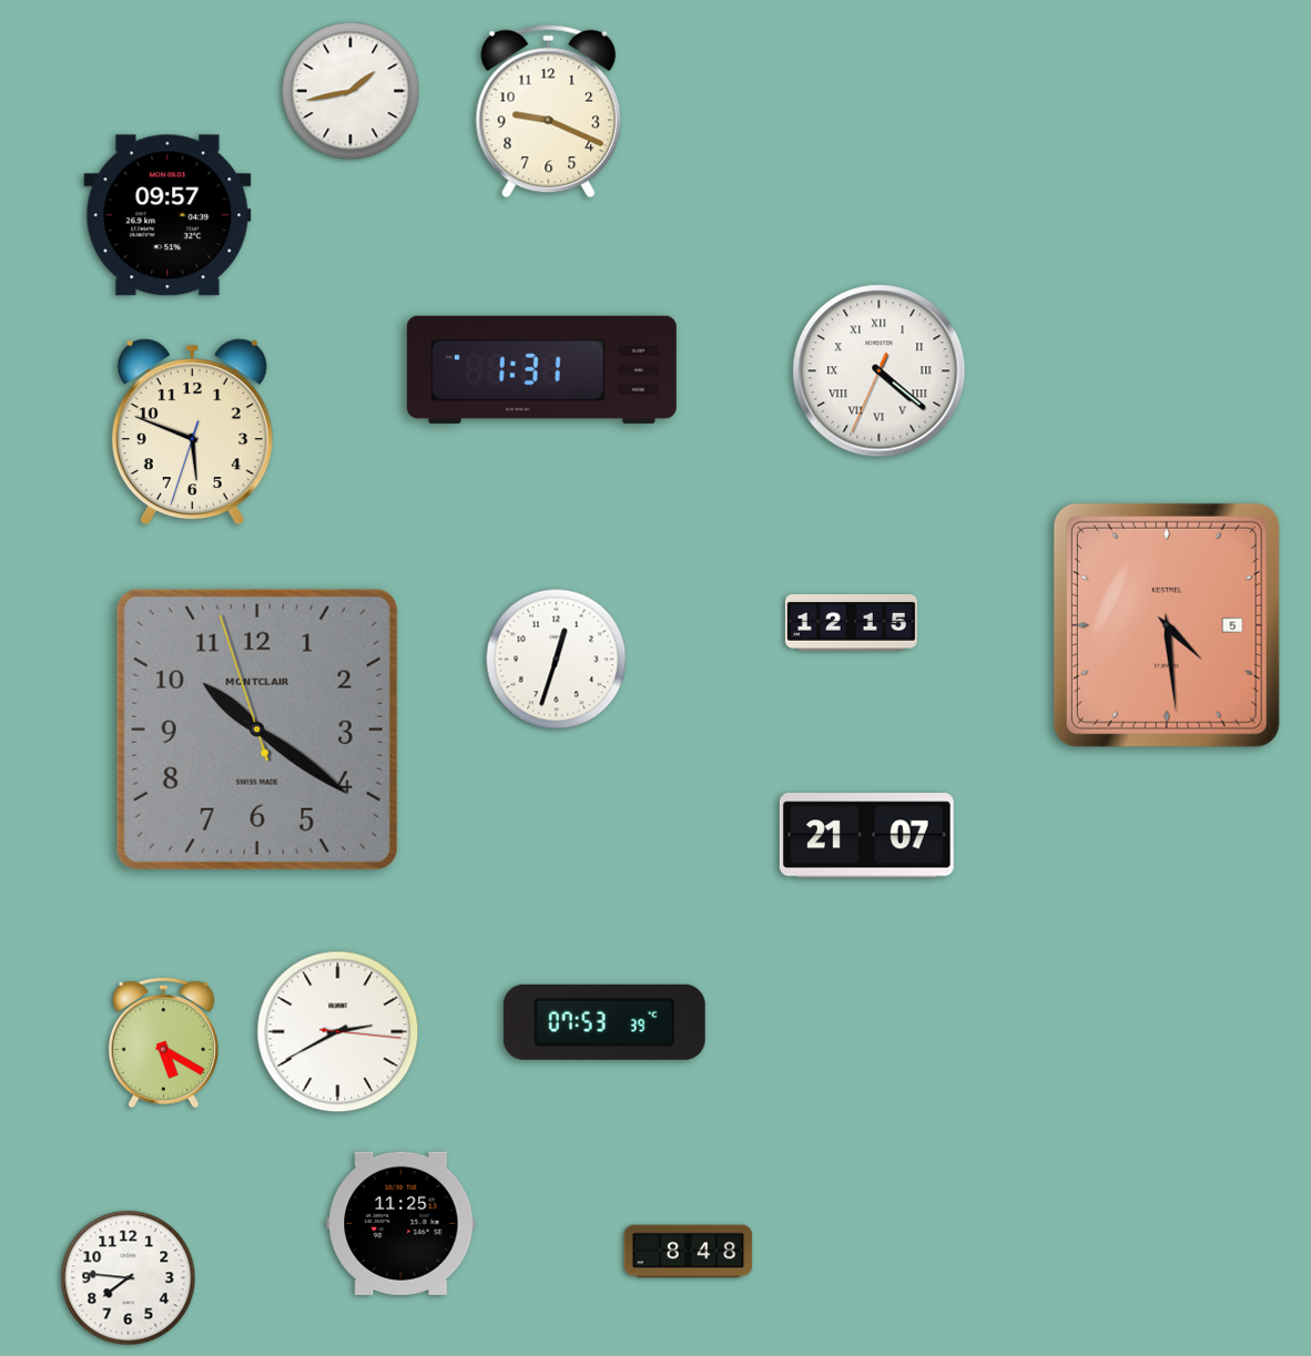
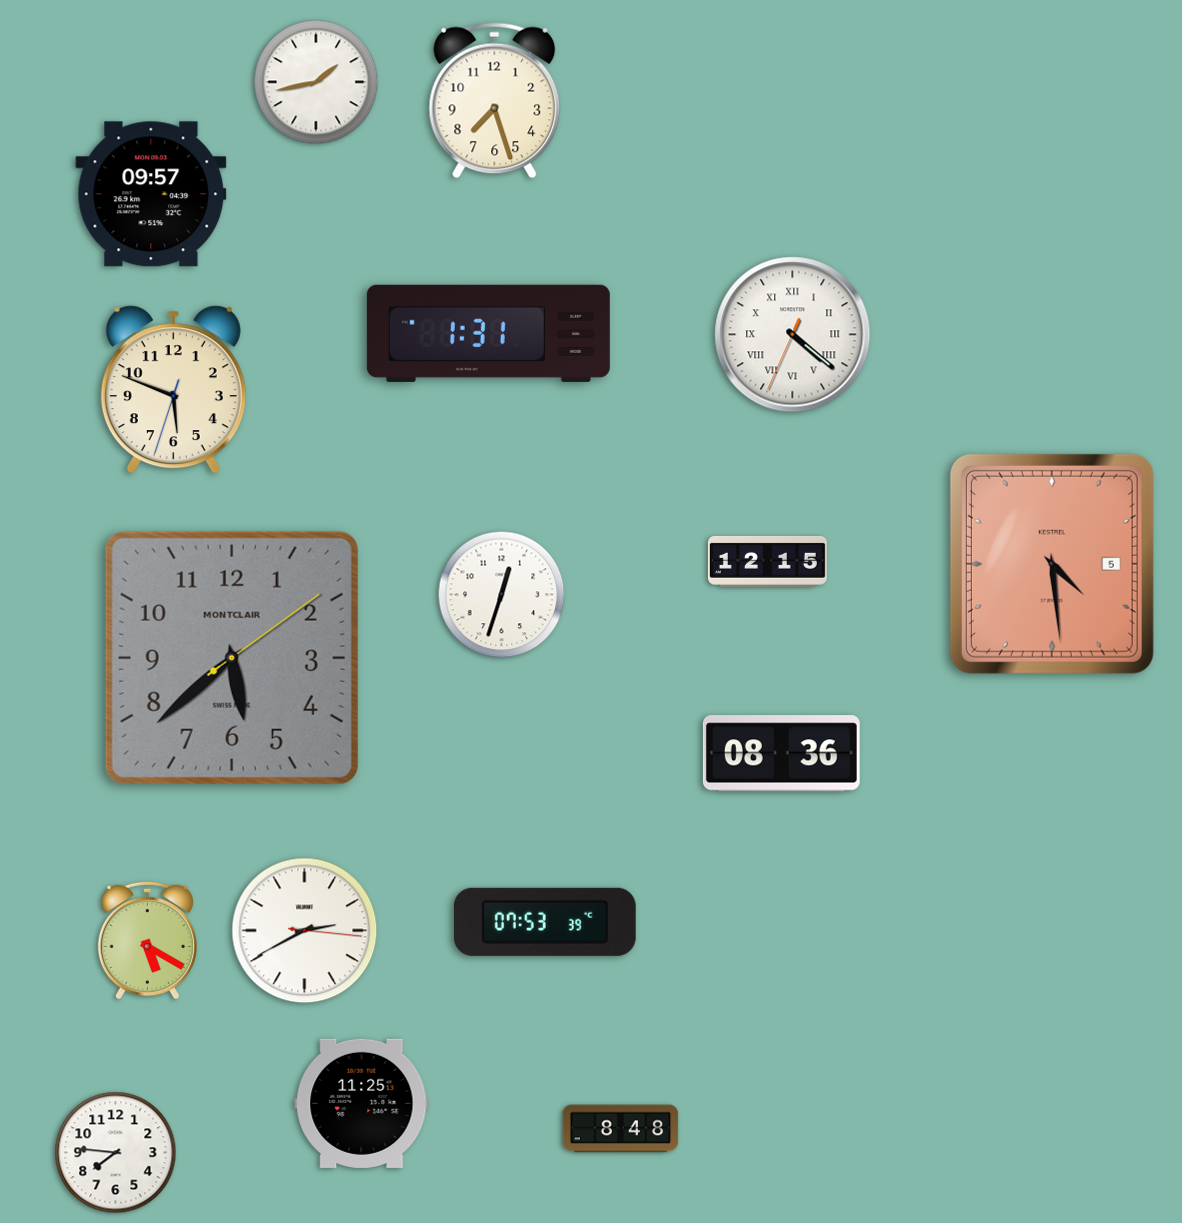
clock at (549, 112): 9:19 -> 7:27
clock at (257, 730): 10:20 -> 5:38
clock at (866, 836): 21:07 -> 08:36
